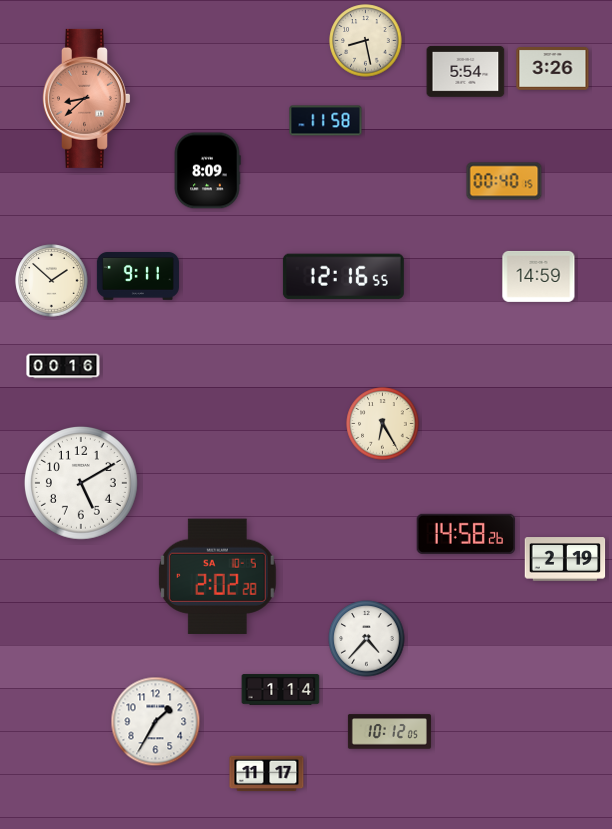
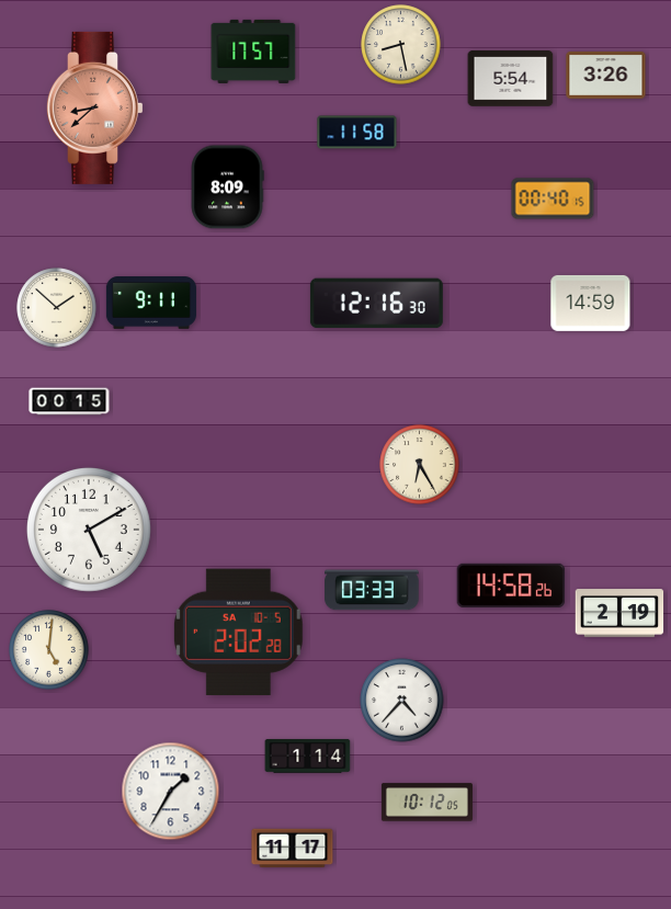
clock at (253, 52): none -> 17:57
clock at (343, 277): 12:16:55 -> 12:16:30
clock at (63, 366): 00:16 -> 00:15
clock at (372, 590): none -> 03:33
clock at (49, 650): none -> 5:01
